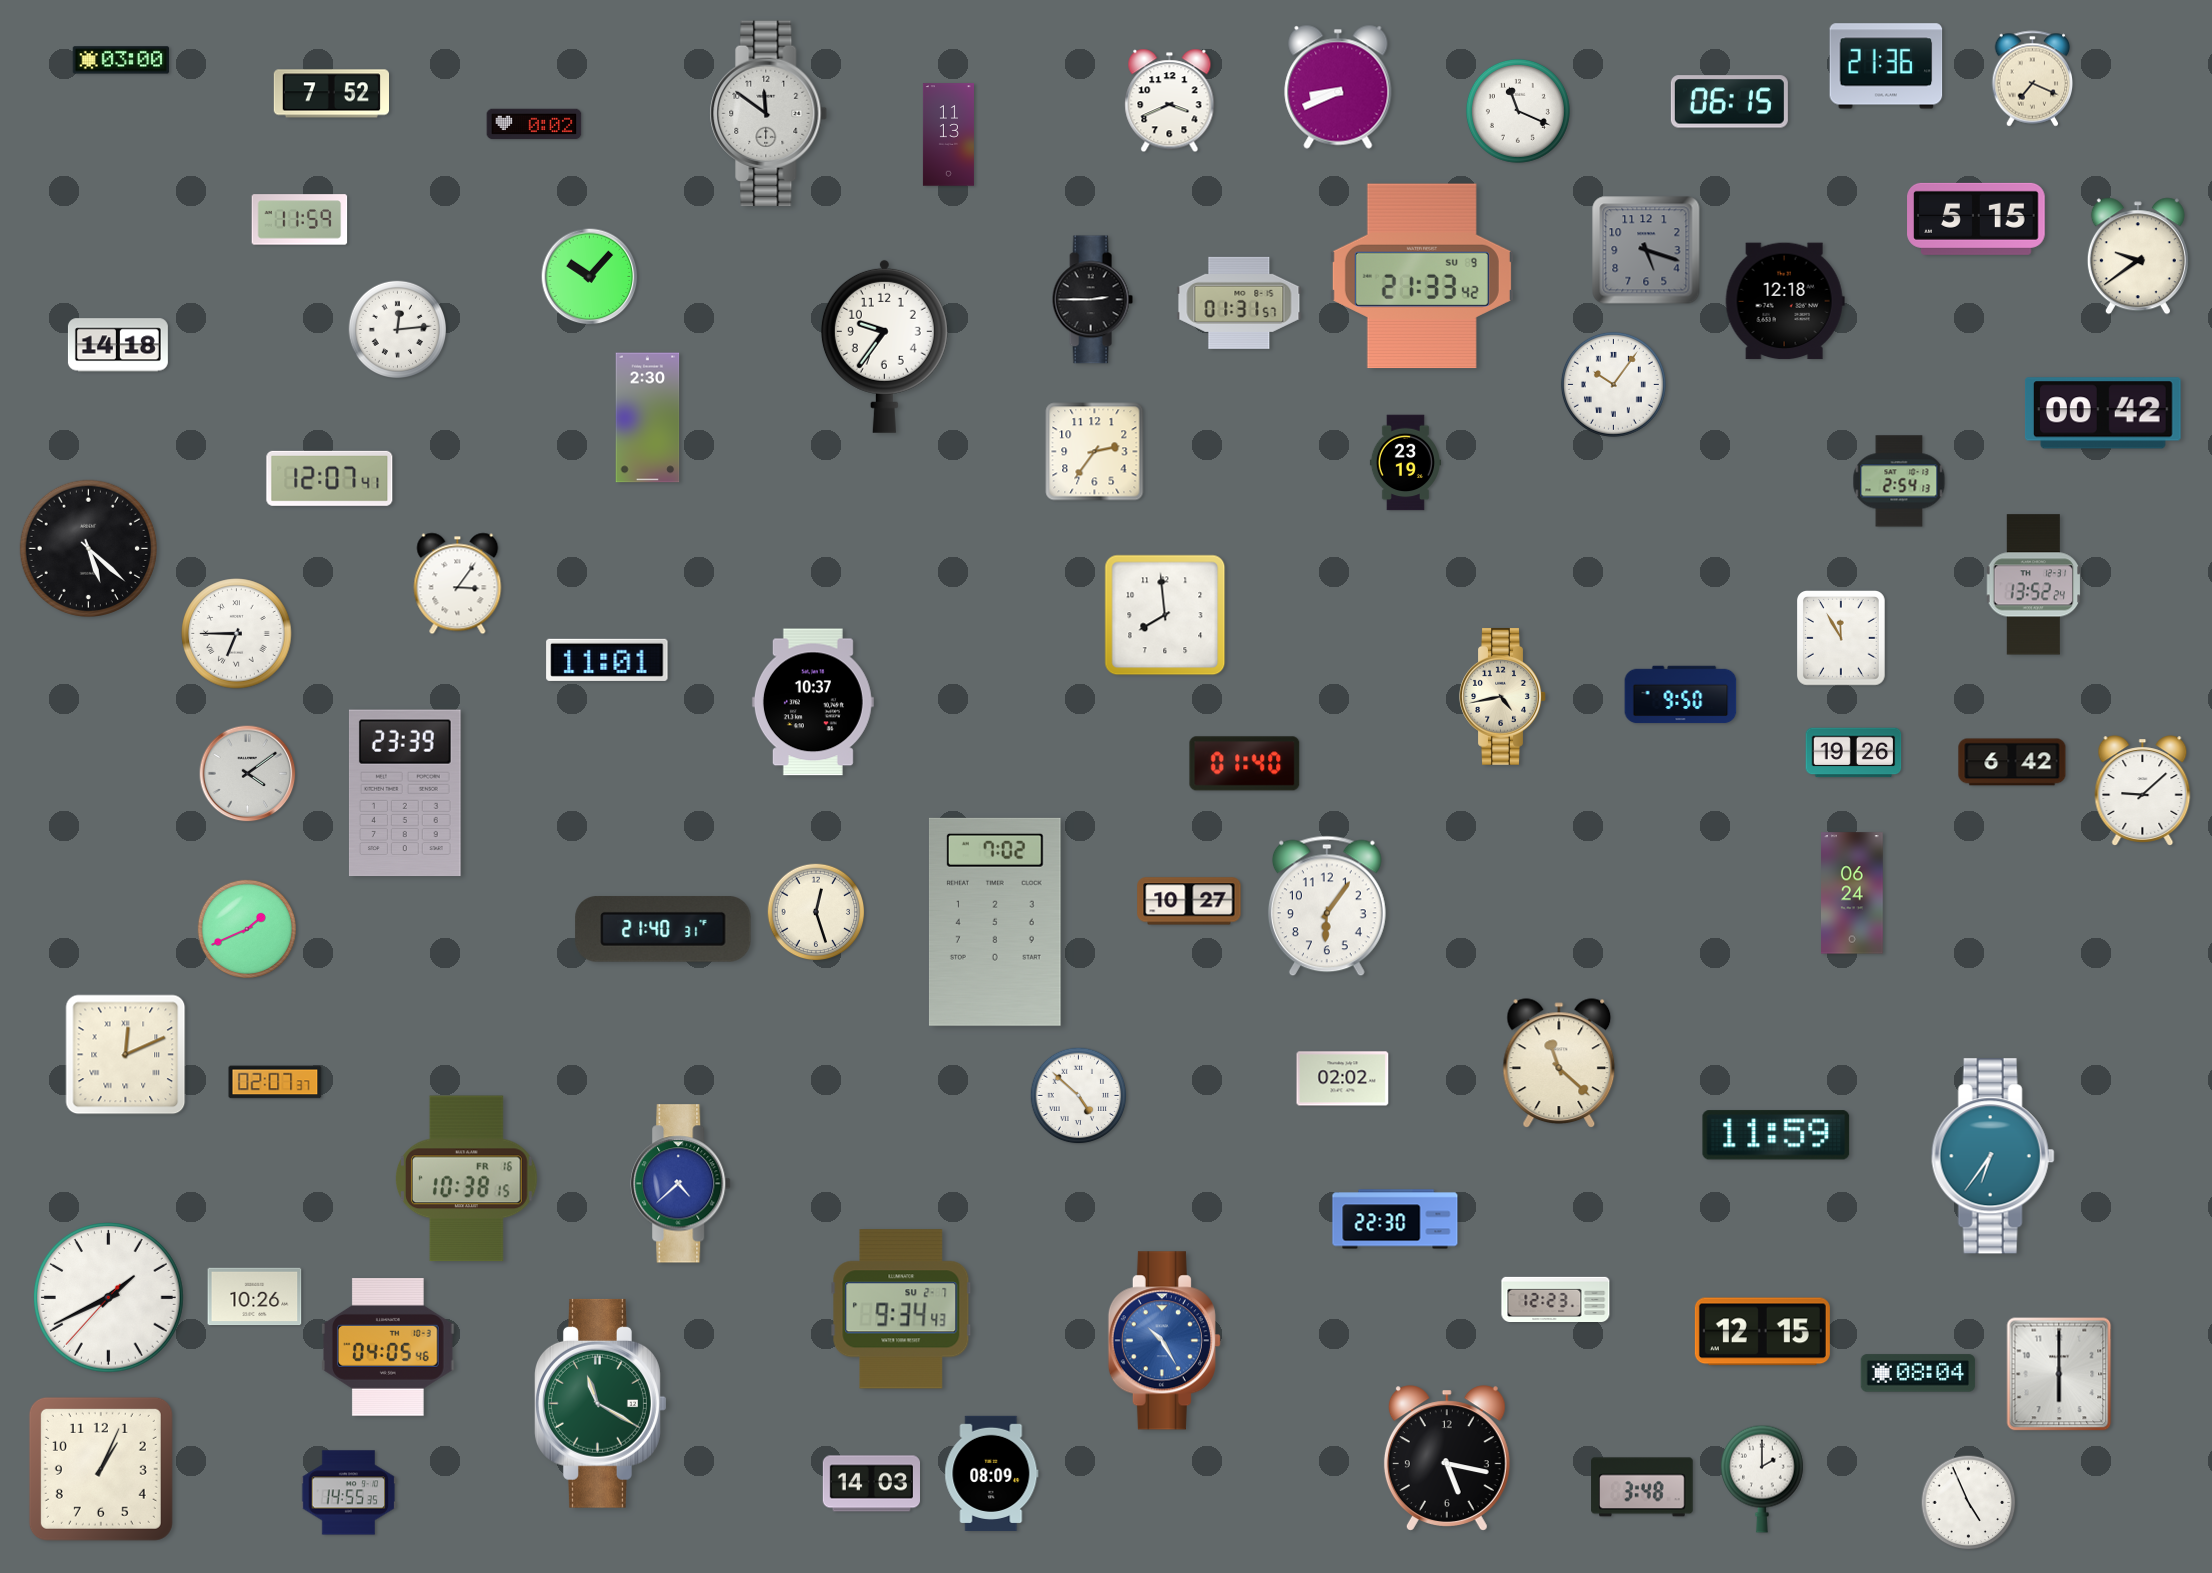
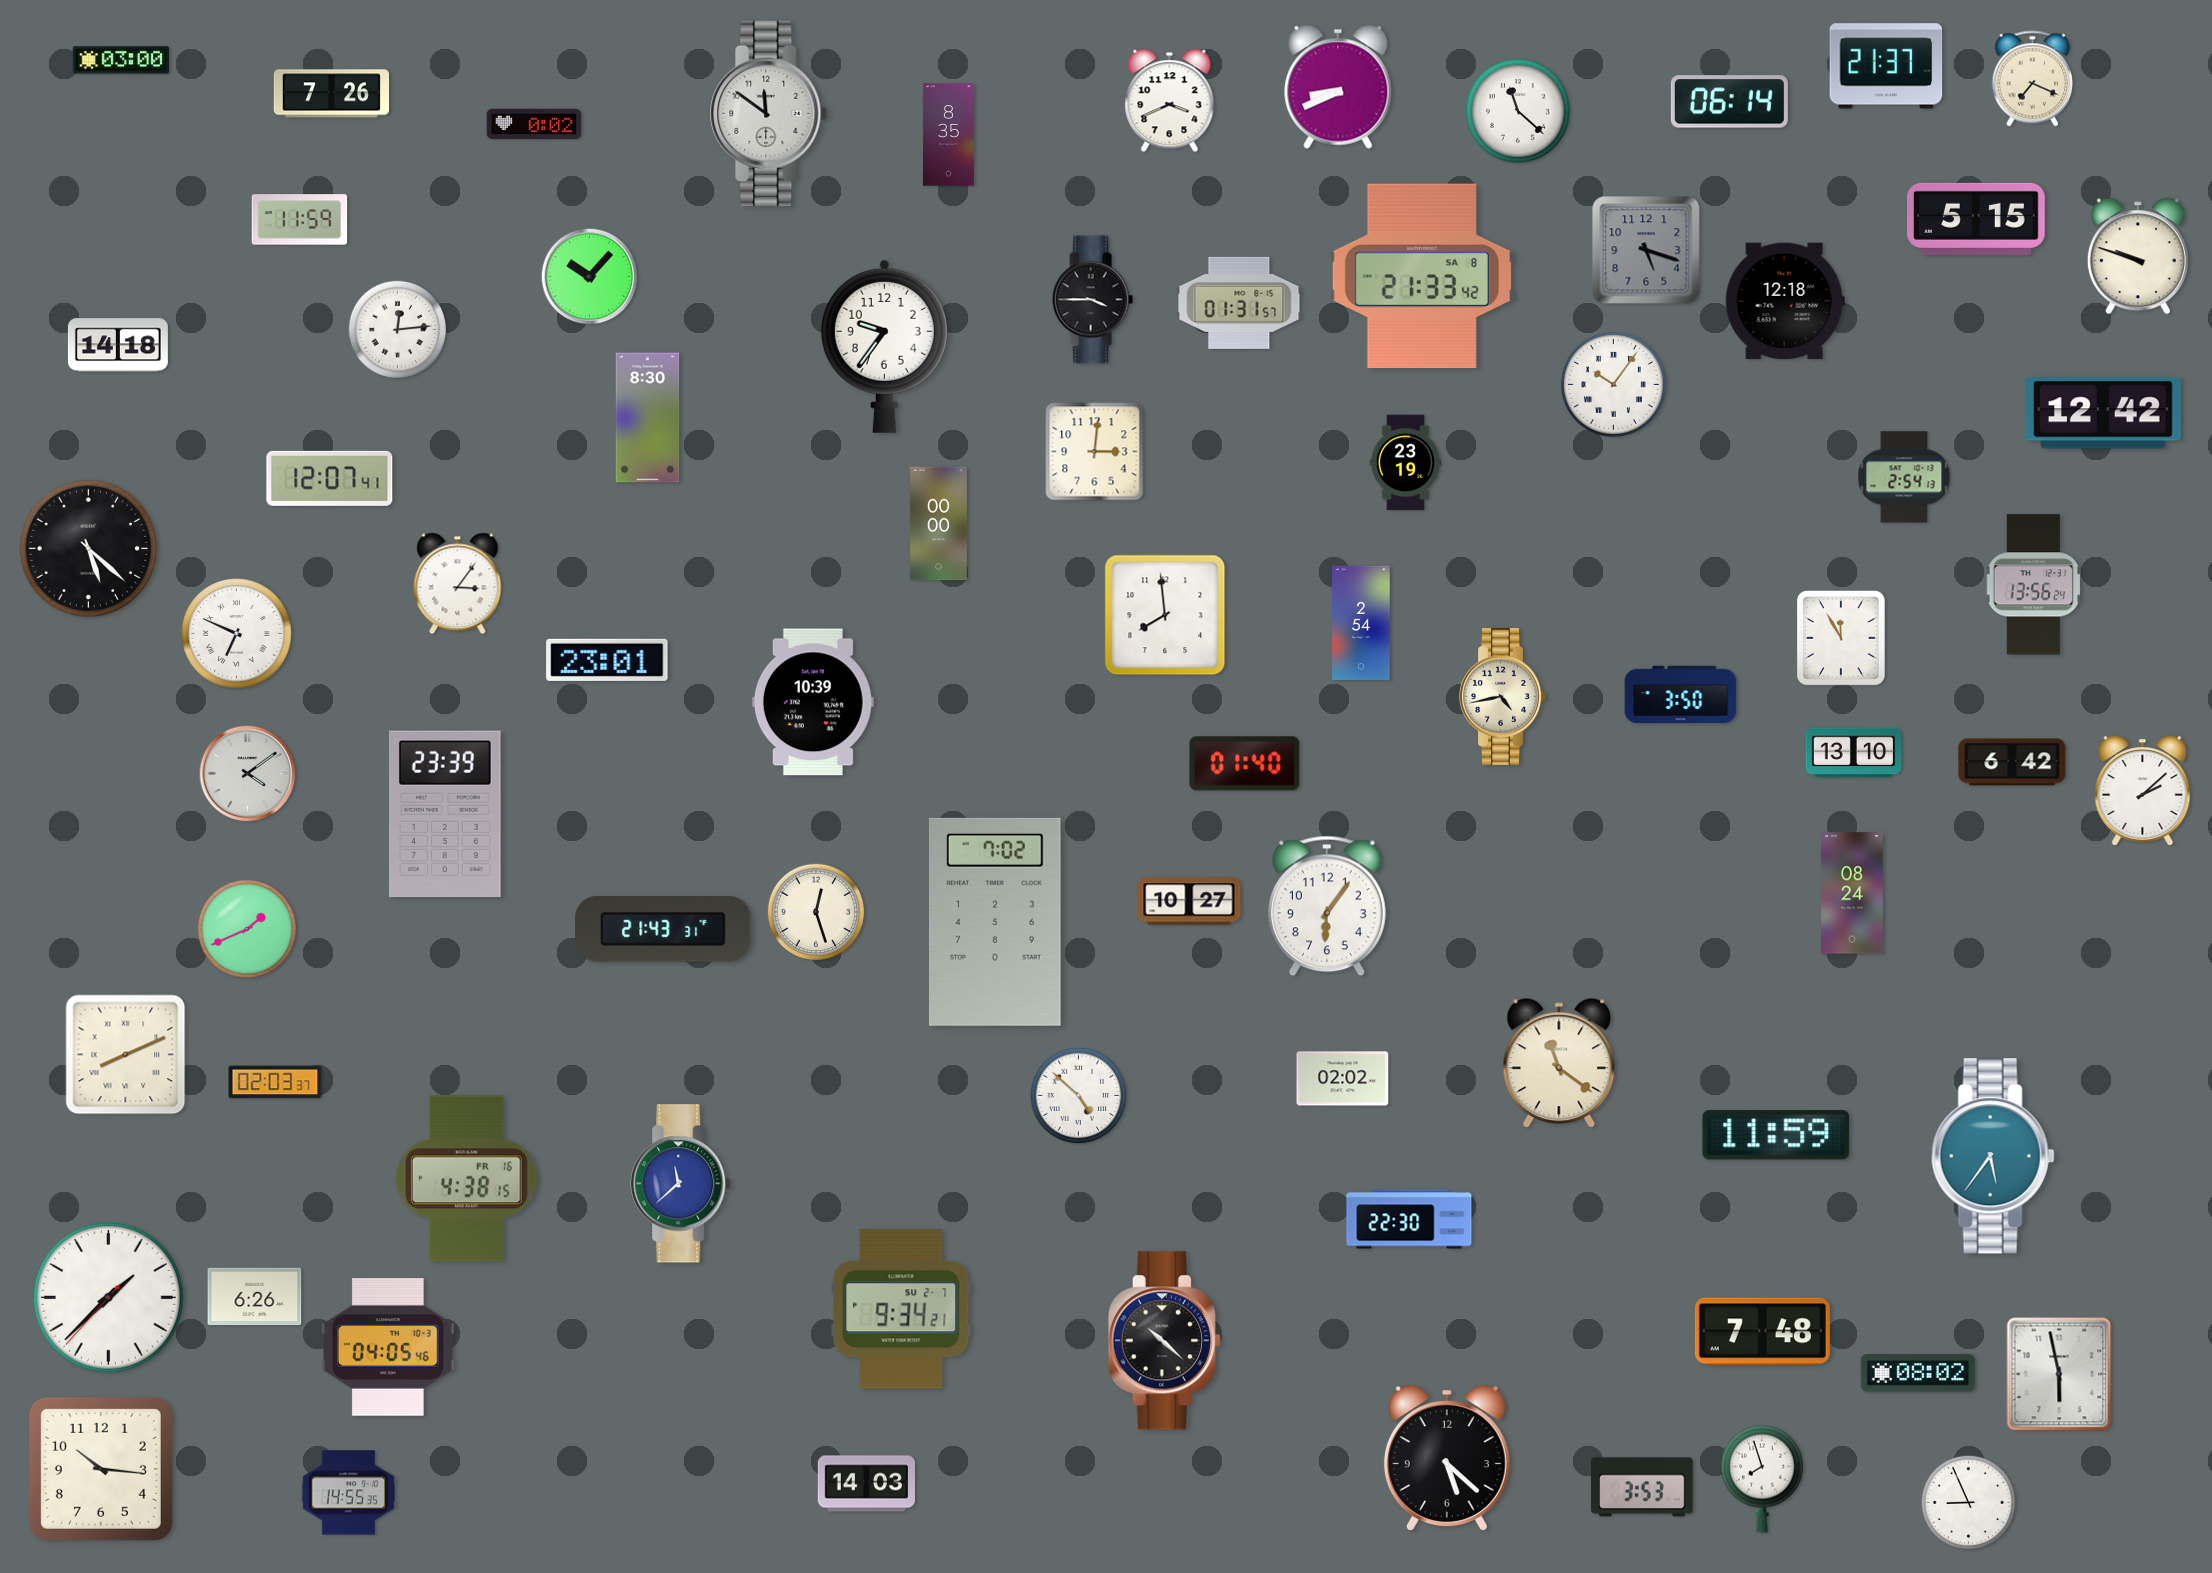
clock at (1886, 66): 21:36 -> 21:37
clock at (331, 94): 7:52 -> 7:26
clock at (1729, 102): 06:15 -> 06:14
clock at (1518, 111): 11:19 -> 11:22
clock at (948, 135): 11:13 -> 8:35
clock at (2138, 256): 9:39 -> 9:48
clock at (1422, 276) date: SU 9 -> SA 8
clock at (1092, 300): 2:45 -> 3:45
clock at (2103, 413): 00:42 -> 12:42
clock at (648, 418): 2:30 -> 8:30
clock at (1095, 452): 2:36 -> 3:01
clock at (1899, 481) position: (1899, 481) -> (1904, 477)
clock at (939, 524): none -> 00:00
clock at (2034, 585): 13:52 -> 13:56
clock at (1361, 623): none -> 2:54
clock at (237, 634): 6:45 -> 6:49
clock at (607, 660): 11:01 -> 23:01
clock at (1681, 695): 9:50 -> 3:50
clock at (813, 702): 10:37 -> 10:39
clock at (1854, 753): 19:26 -> 13:10
clock at (2143, 791): 9:08 -> 2:08
clock at (405, 793) position: (405, 793) -> (445, 814)
clock at (1853, 893): 06:24 -> 08:24
clock at (663, 930): 21:40 -> 21:43
clock at (126, 1055): 12:11 -> 8:11
clock at (1559, 1064): 11:22 -> 11:21
clock at (275, 1082): 02:07 -> 02:03
clock at (1993, 1156): 6:36 -> 5:36
clock at (467, 1179): 10:38 -> 4:38
clock at (681, 1184): 4:38 -> 11:38
clock at (1395, 1219) position: (1395, 1219) -> (1409, 1219)
clock at (255, 1297): 10:26 -> 6:26
clock at (109, 1298): 1:40 -> 1:37
clock at (1556, 1299): 12:23 -> none
clock at (901, 1309): 9:34:43 -> 9:34:21
clock at (1762, 1332): 12:15 -> 7:48
clock at (1164, 1341): 10:25 -> 10:22
clock at (1164, 1341) dial: blue -> black
clock at (1918, 1373): 08:04 -> 08:02
clock at (2059, 1374): 6:00 -> 5:58
clock at (601, 1403): 11:20 -> none
clock at (1447, 1458): 5:17 -> 5:22
clock at (101, 1469): 1:04 -> 10:16
clock at (992, 1473): 08:09 -> none
clock at (1762, 1479): 2:00 -> 7:57
clock at (871, 1484) position: (871, 1484) -> (866, 1484)
clock at (1642, 1487): 3:48 -> 3:53
clock at (1969, 1503): 4:56 -> 8:56
